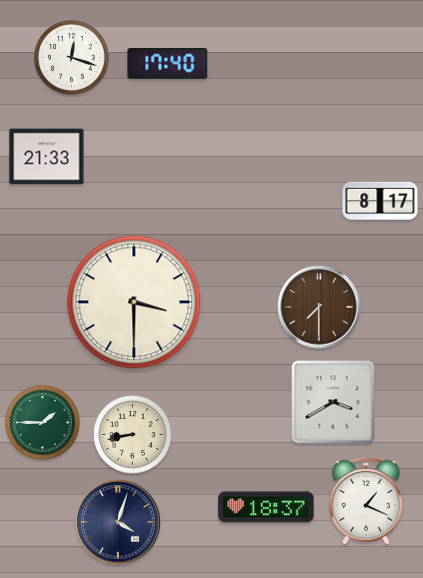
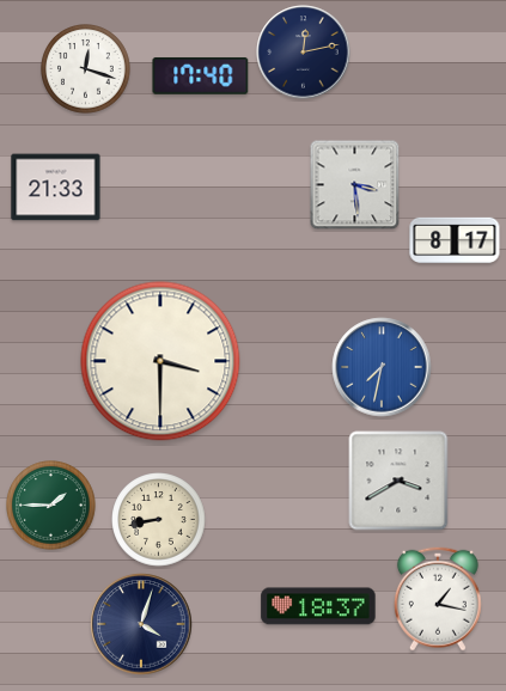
clock at (304, 53): none -> 12:13
clock at (355, 185): none -> 3:29
clock at (319, 307): 7:30 -> 7:32
clock at (319, 307) dial: brown -> blue
clock at (366, 501): 1:19 -> 1:17
